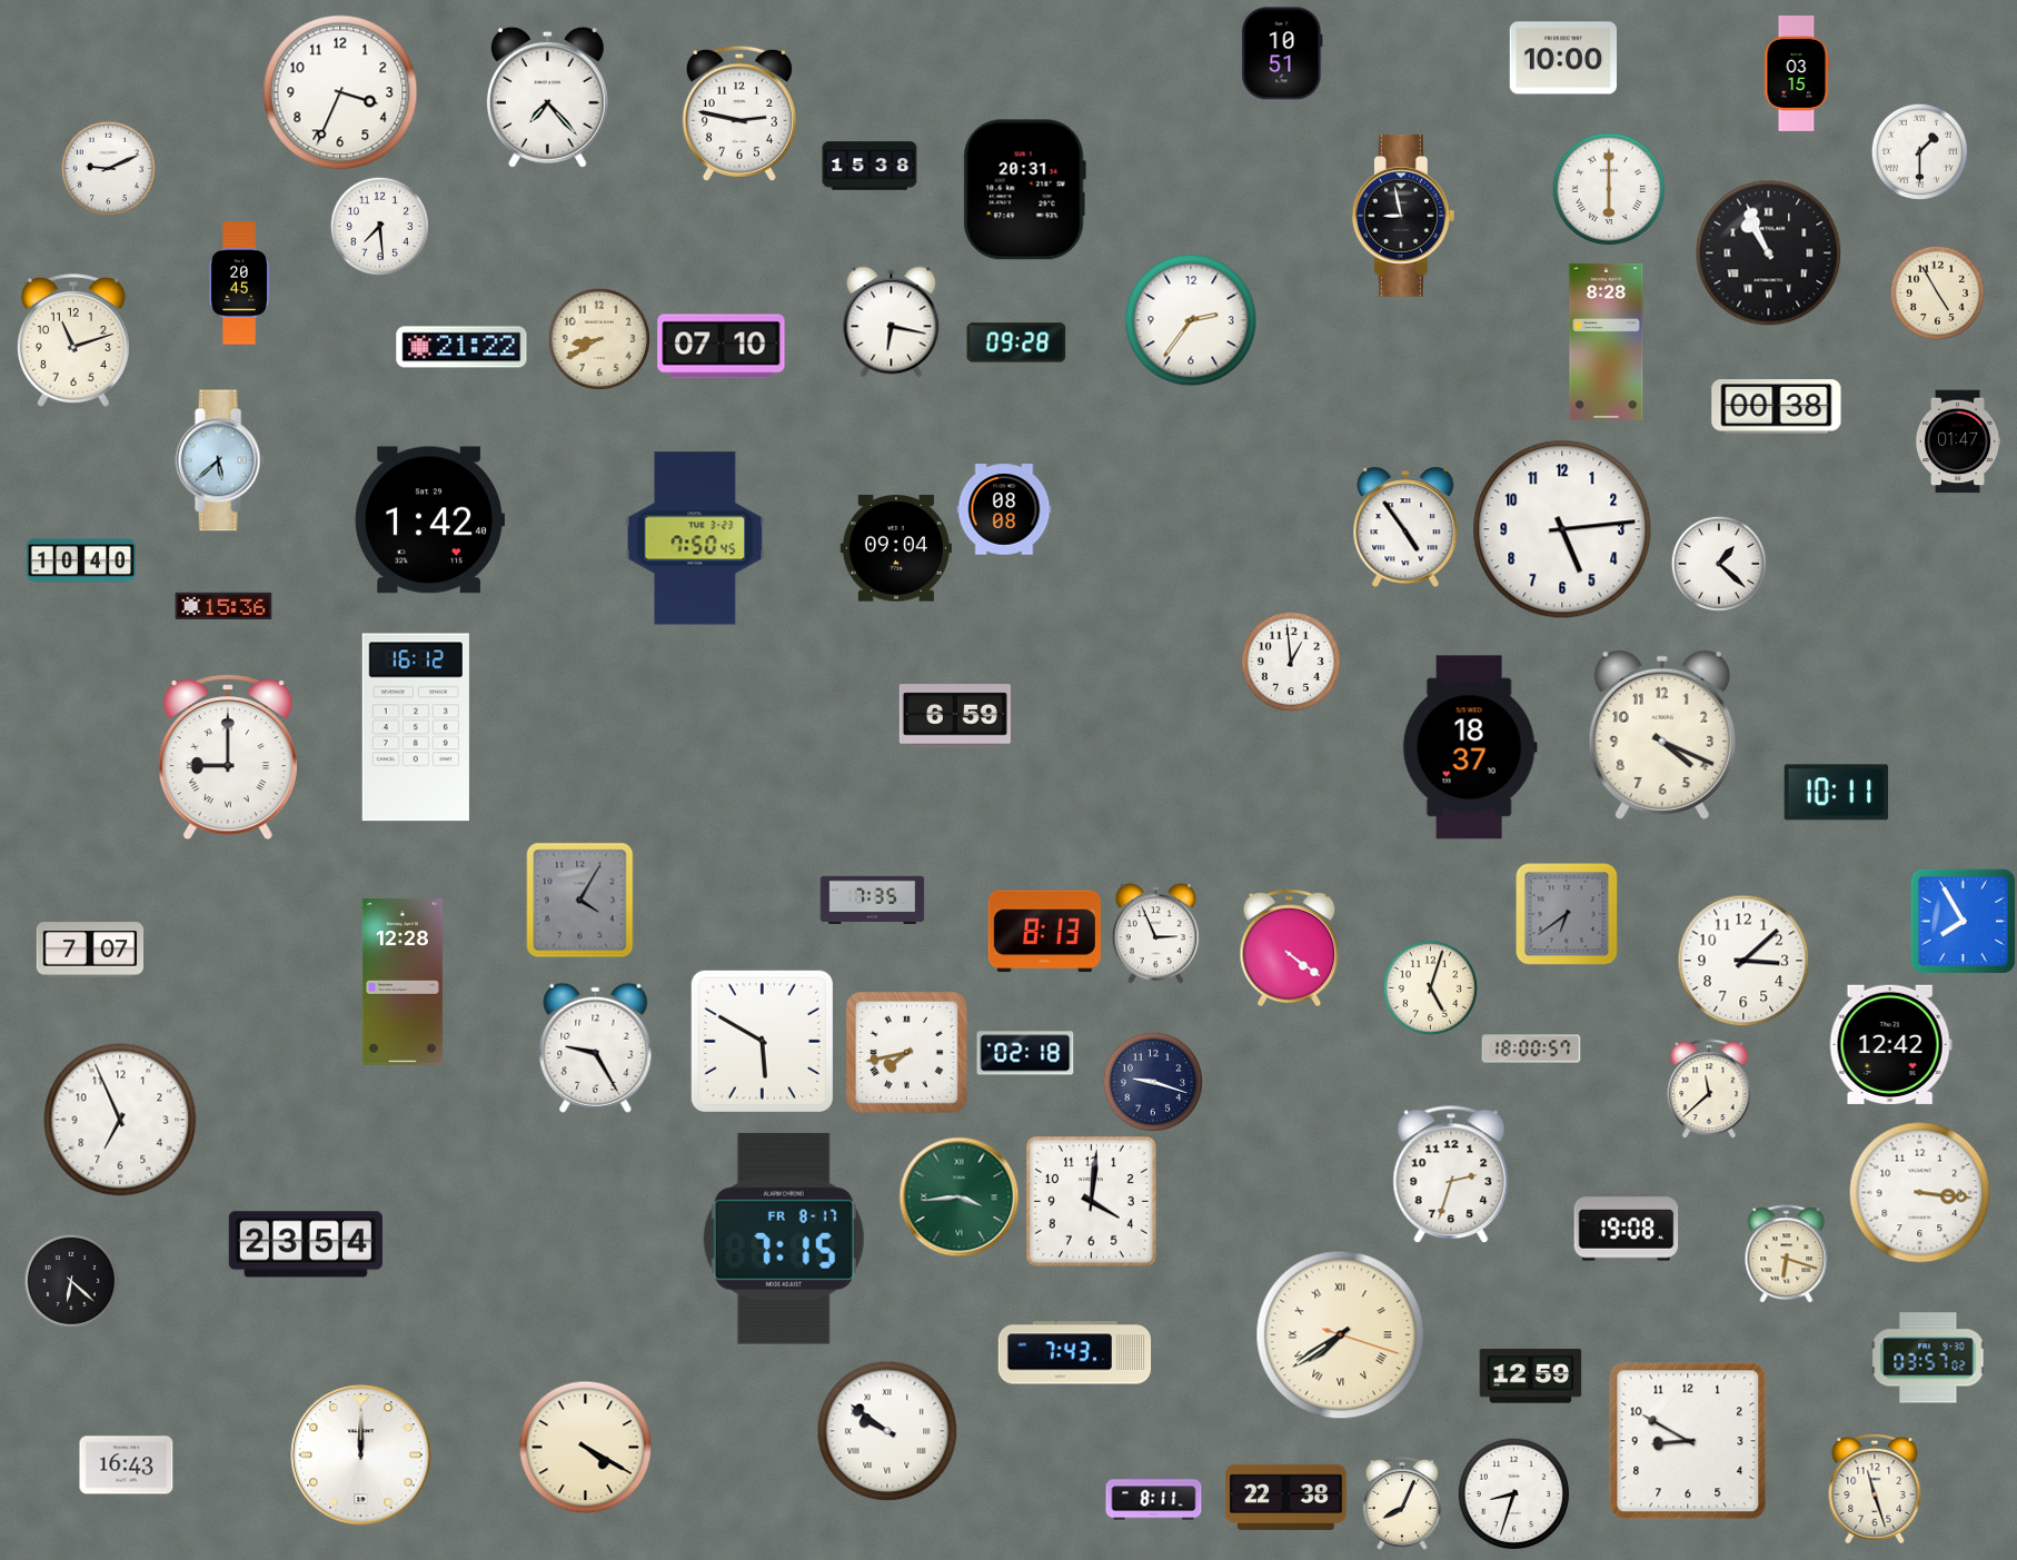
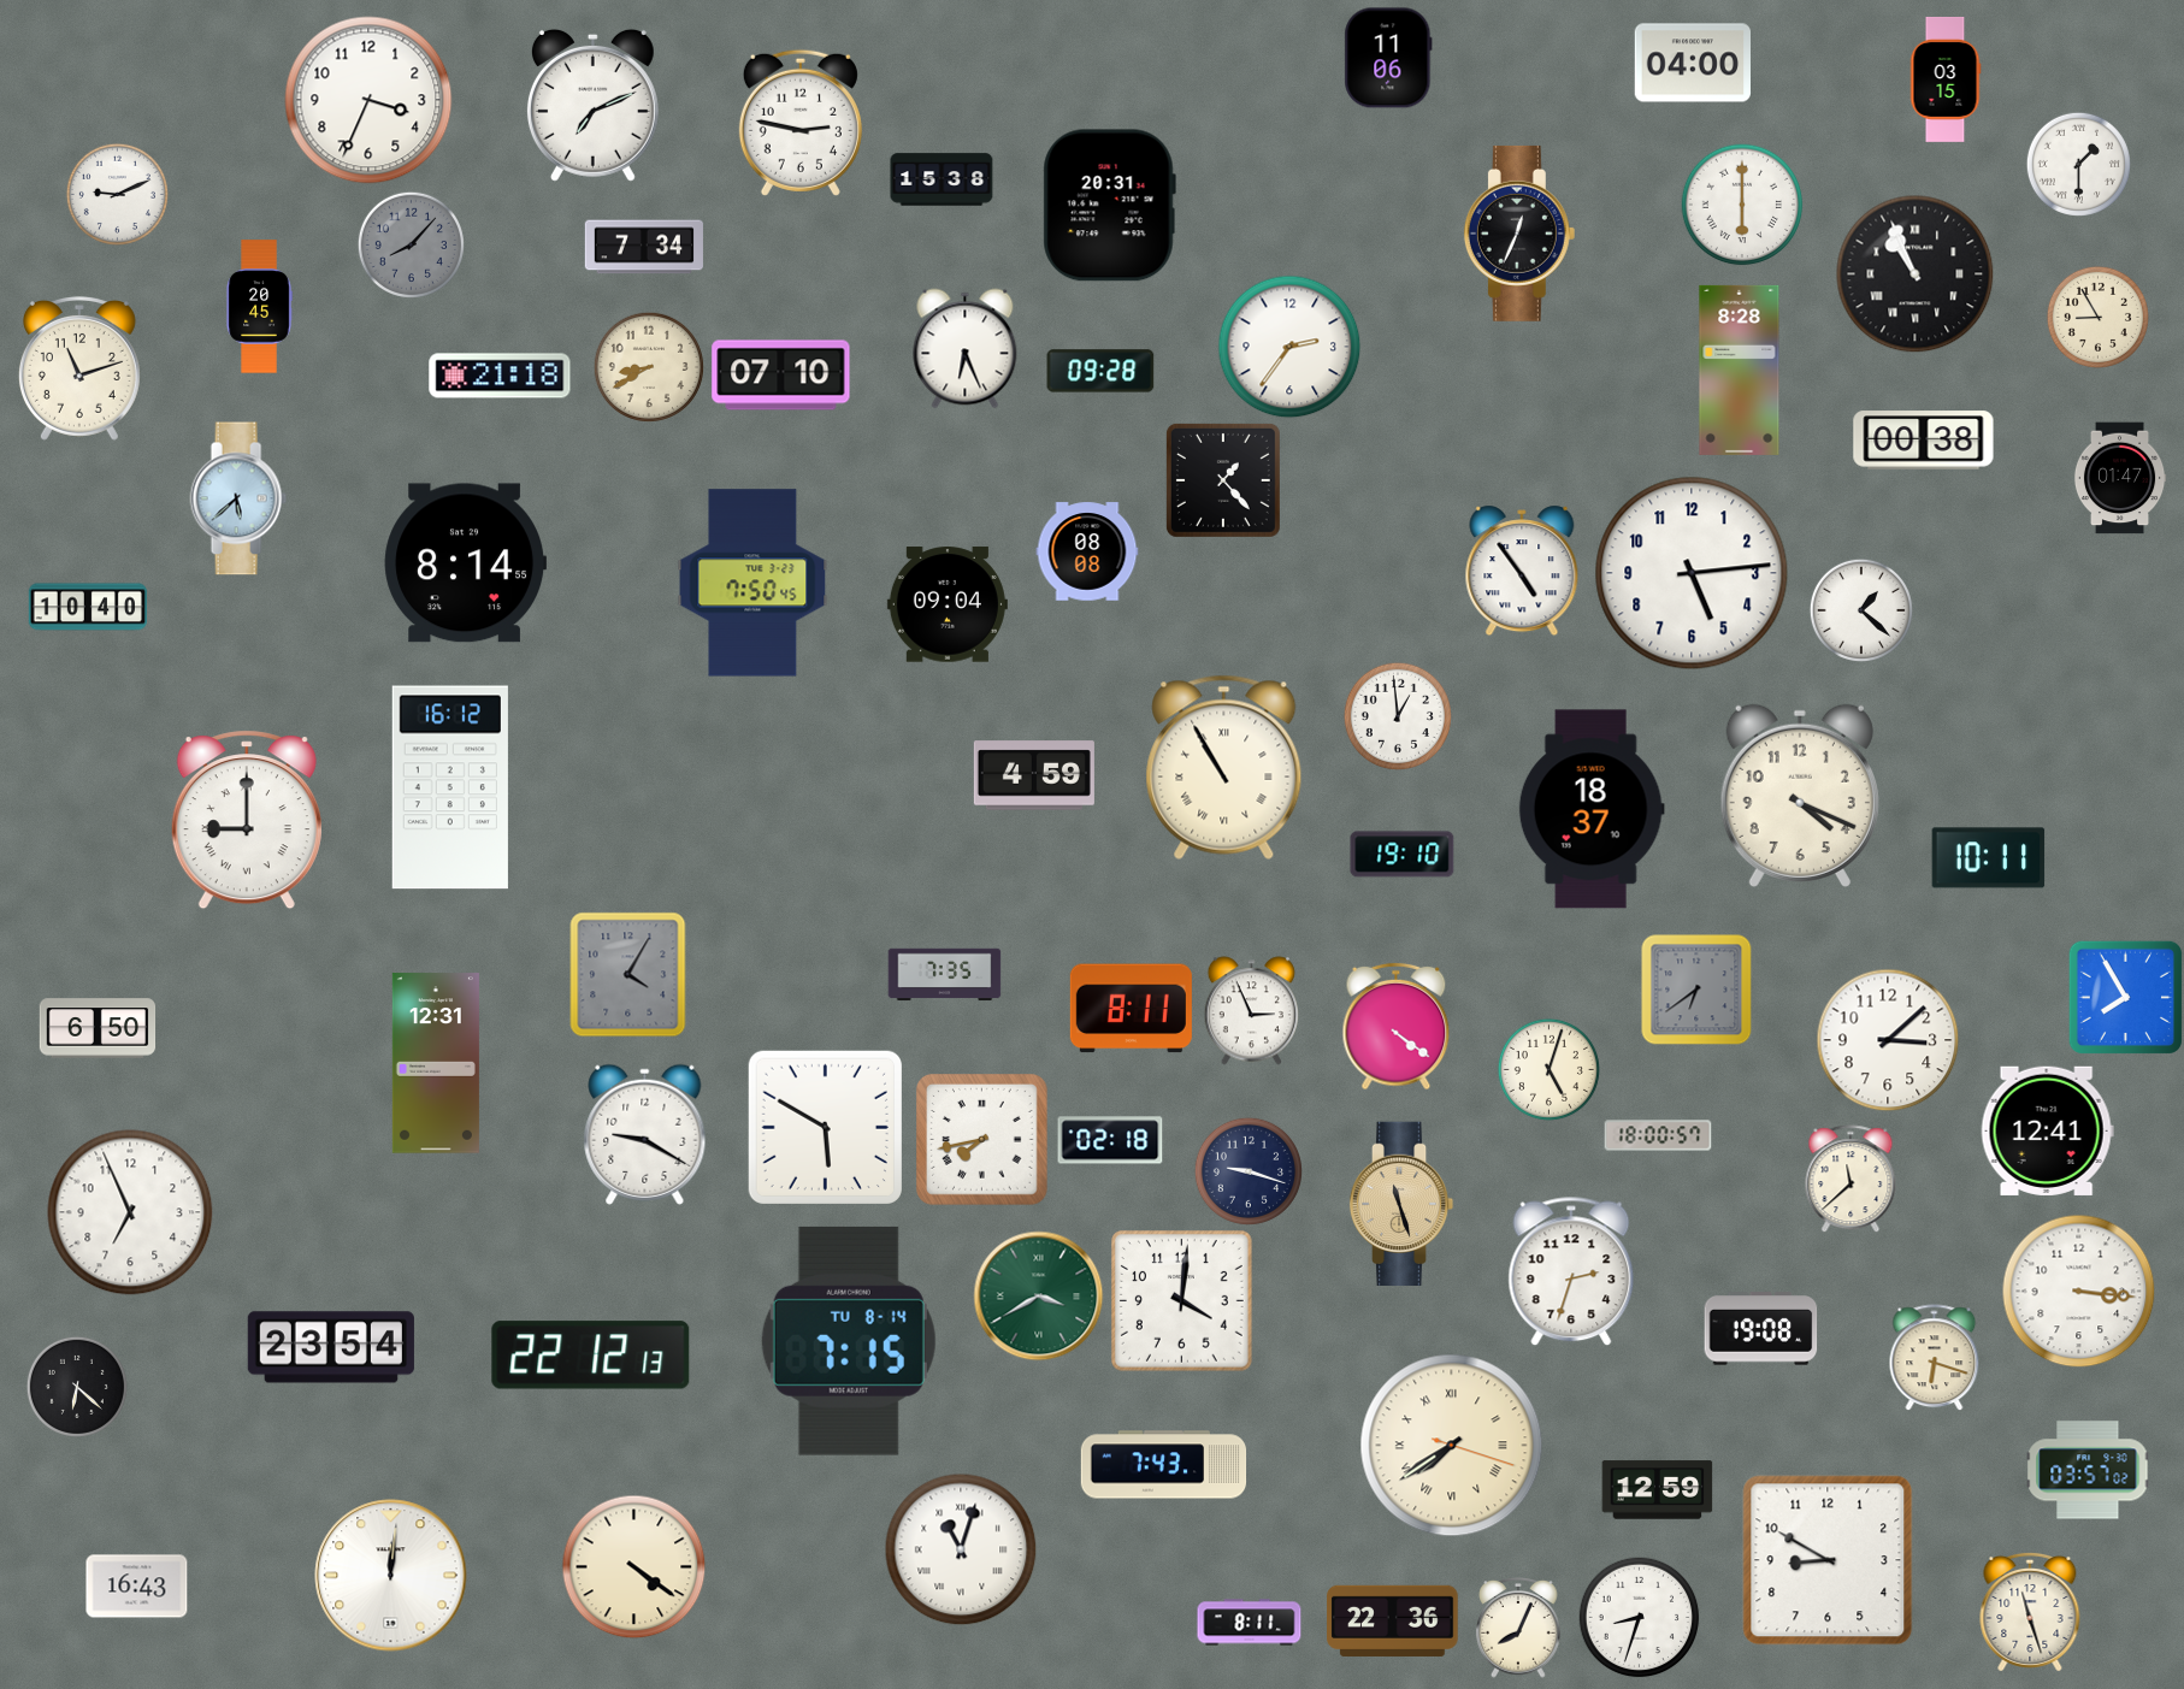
clock at (1282, 53): 10:51 -> 11:06
clock at (1563, 58): 10:00 -> 04:00
clock at (547, 97): 7:23 -> 7:11
clock at (108, 168) position: (108, 168) -> (117, 194)
clock at (1403, 216): 8:58 -> 12:34
clock at (379, 226): 7:29 -> 8:07
clock at (379, 226) dial: white -> grey
clock at (644, 247): none -> 7:34
clock at (1937, 292): 4:55 -> 8:55
clock at (892, 322): 6:17 -> 6:26
clock at (461, 347): 21:22 -> 21:18
clock at (1223, 480): none -> 1:23
clock at (429, 520): 1:42 -> 8:14
clock at (896, 548) position: (896, 548) -> (948, 604)
clock at (223, 606): 15:36 -> none
clock at (1224, 767): none -> 10:55
clock at (955, 716): 6:59 -> 4:59
clock at (1403, 855): none -> 19:10
clock at (1044, 932): 8:13 -> 8:11
clock at (90, 950): 7:07 -> 6:50
clock at (403, 982): 12:28 -> 12:31
clock at (1890, 1044): 12:42 -> 12:41
clock at (596, 1047): 9:25 -> 9:20
clock at (1401, 1203): none -> 11:27
clock at (960, 1198): 3:44 -> 3:40
clock at (784, 1239) date: FR 8-17 -> TU 8-14
clock at (591, 1356): none -> 22:12
clock at (887, 1431): 9:51 -> 11:03
clock at (586, 1448): 4:20 -> 4:21
clock at (361, 1455): 12:00 -> 12:01
clock at (1286, 1497): 22:38 -> 22:36
